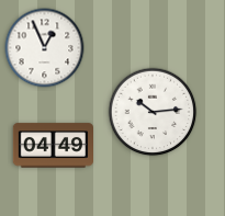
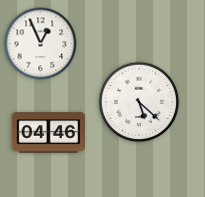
clock at (153, 112): 10:14 -> 5:22
clock at (53, 146): 04:49 -> 04:46
